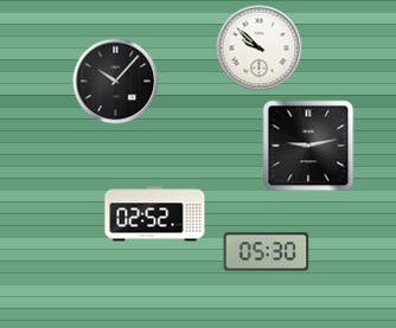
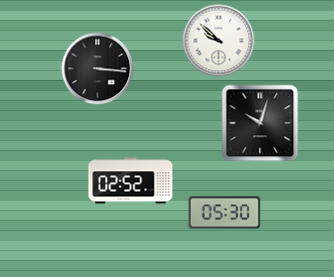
clock at (116, 82): 10:07 -> 3:16
clock at (308, 146): 9:13 -> 10:03
